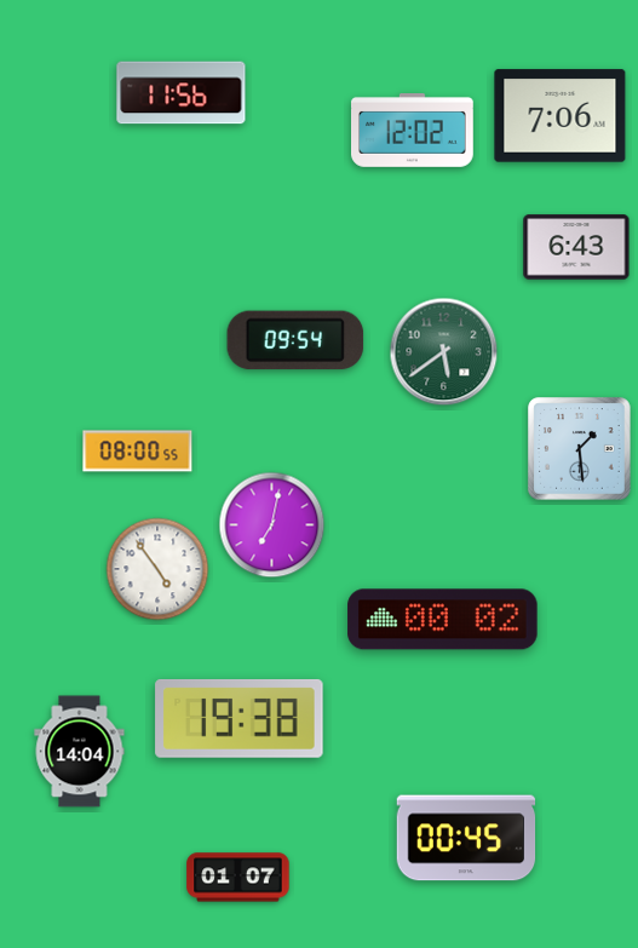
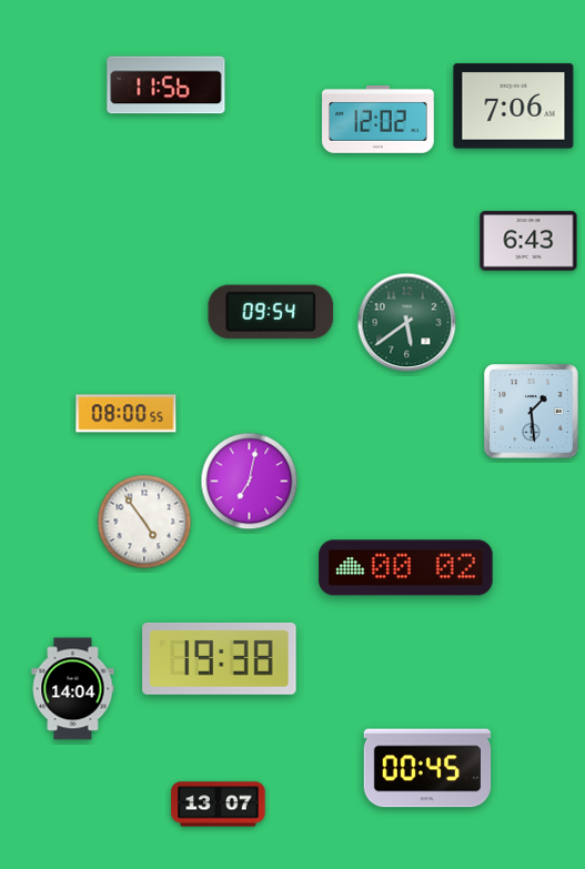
clock at (576, 247) position: (576, 247) -> (528, 241)
clock at (238, 878): 01:07 -> 13:07
